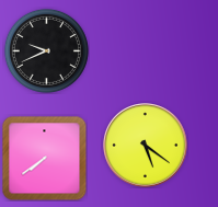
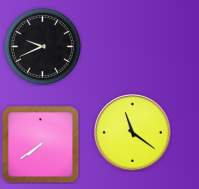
clock at (146, 146): 5:21 -> 11:21
